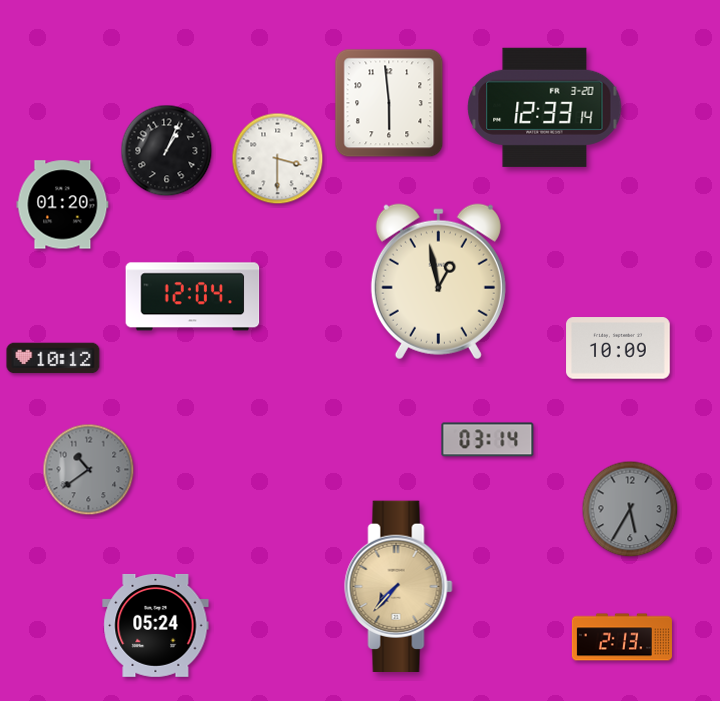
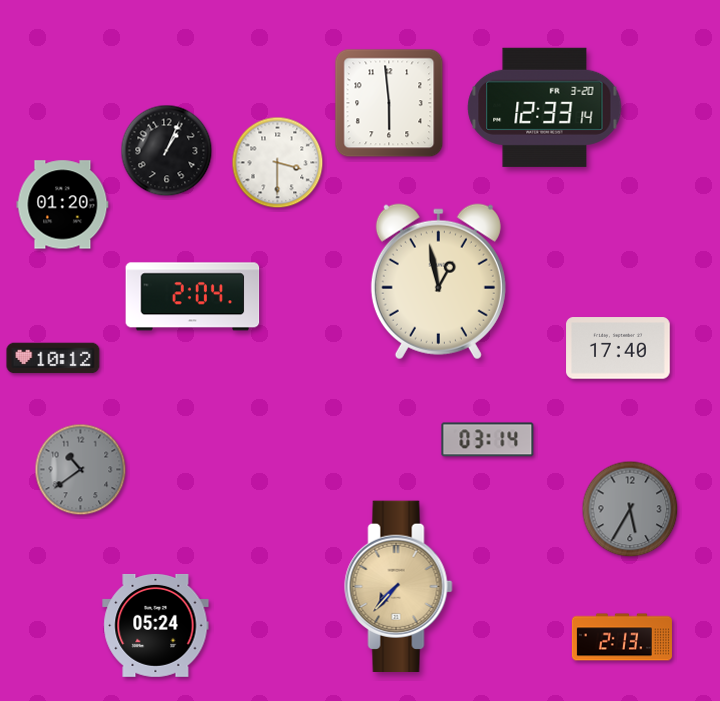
clock at (278, 159) position: (278, 159) -> (278, 163)
clock at (193, 297): 12:04 -> 2:04
clock at (618, 348): 10:09 -> 17:40
clock at (89, 470) position: (89, 470) -> (81, 470)
